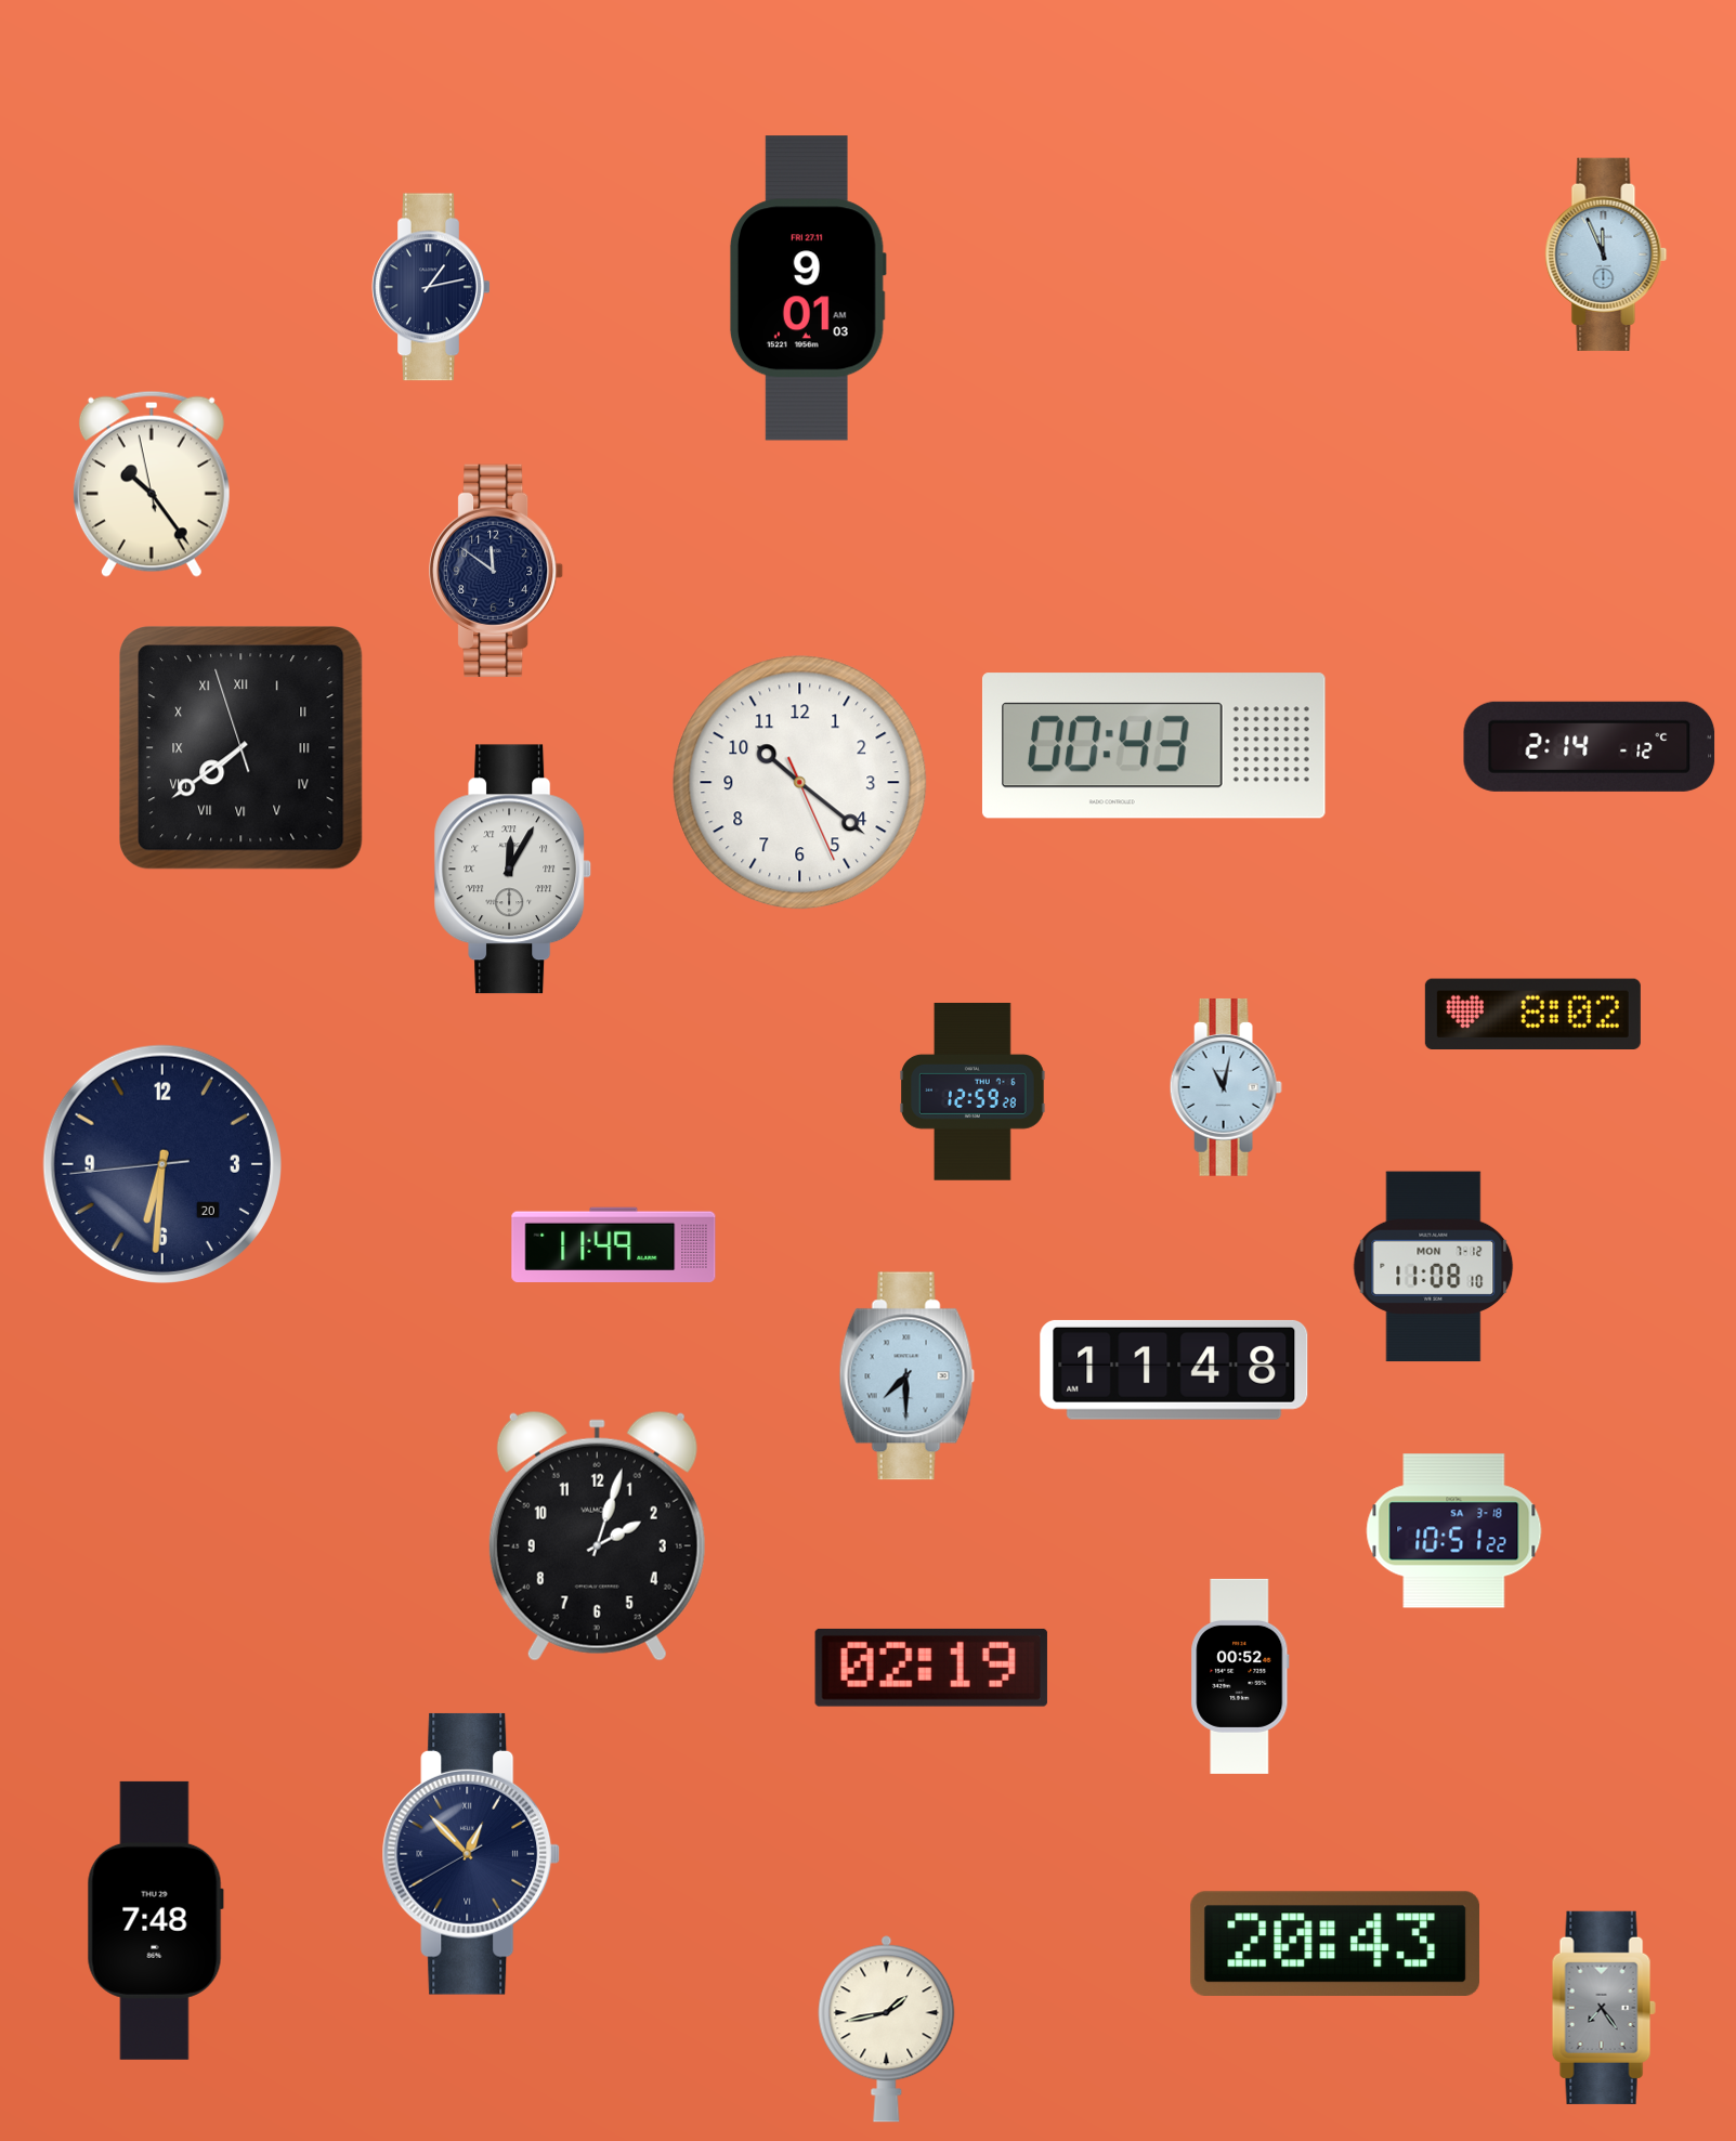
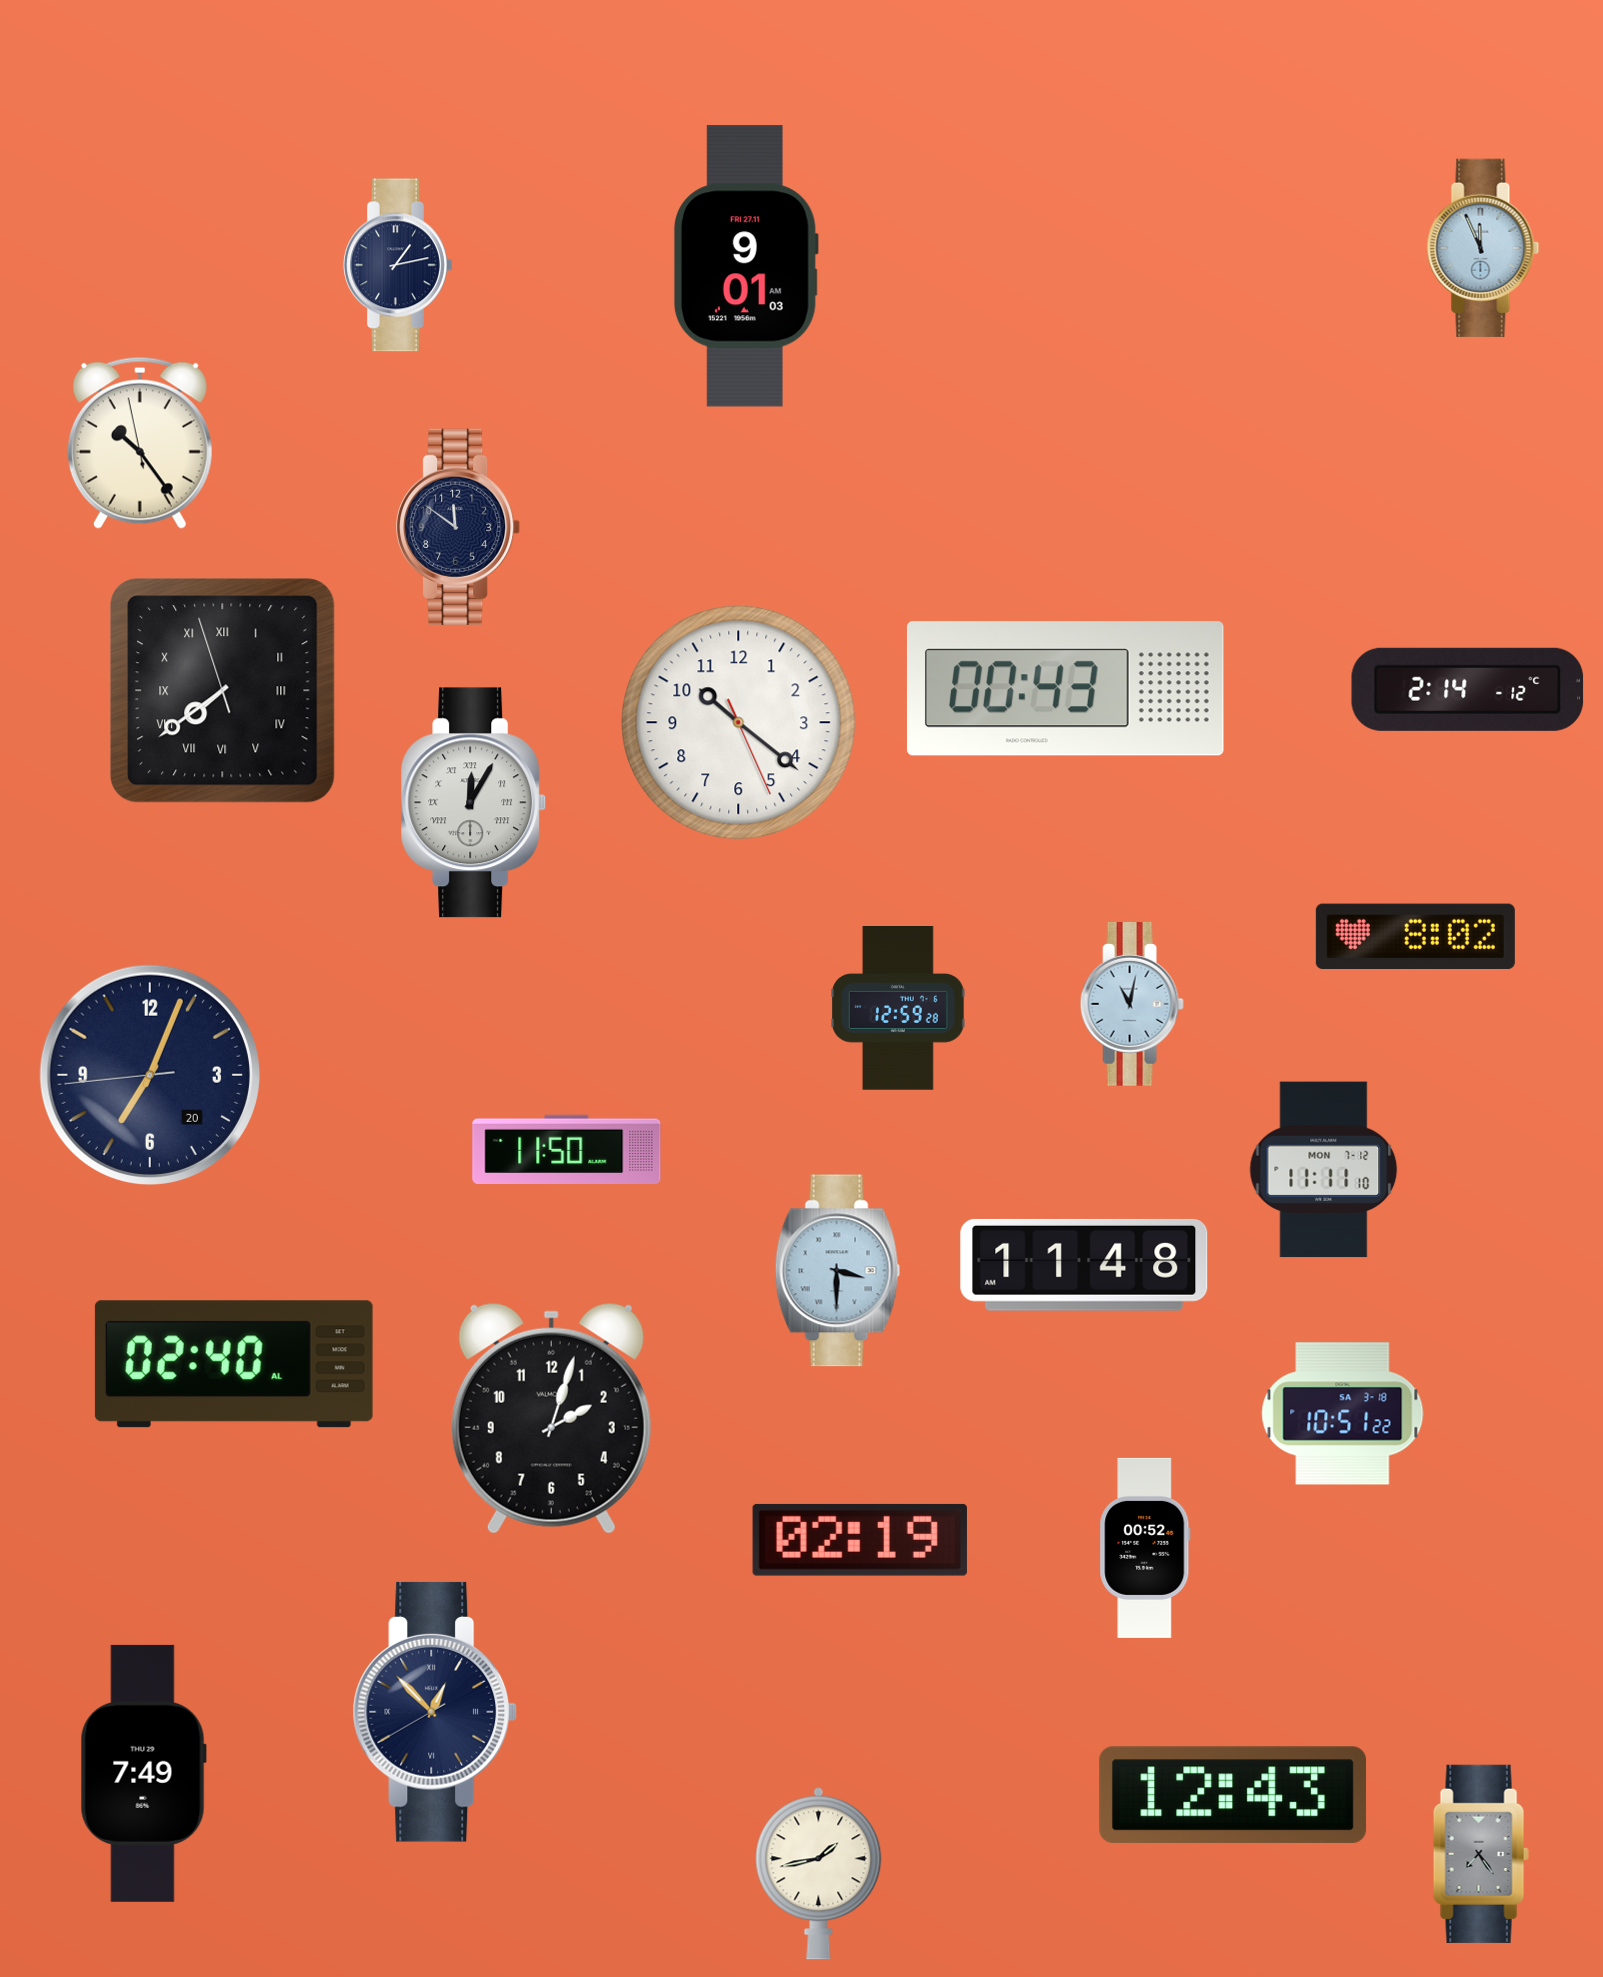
clock at (1606, 254) position: (1606, 254) -> (1483, 248)
clock at (152, 484) position: (152, 484) -> (140, 443)
clock at (162, 1164): 6:30 -> 7:03
clock at (614, 1245): 11:49 -> 11:50
clock at (1434, 1267): 11:08 -> 11:11
clock at (906, 1376): 7:30 -> 3:30
clock at (234, 1364): none -> 02:40
clock at (155, 1920): 7:48 -> 7:49
clock at (1335, 1944): 20:43 -> 12:43
